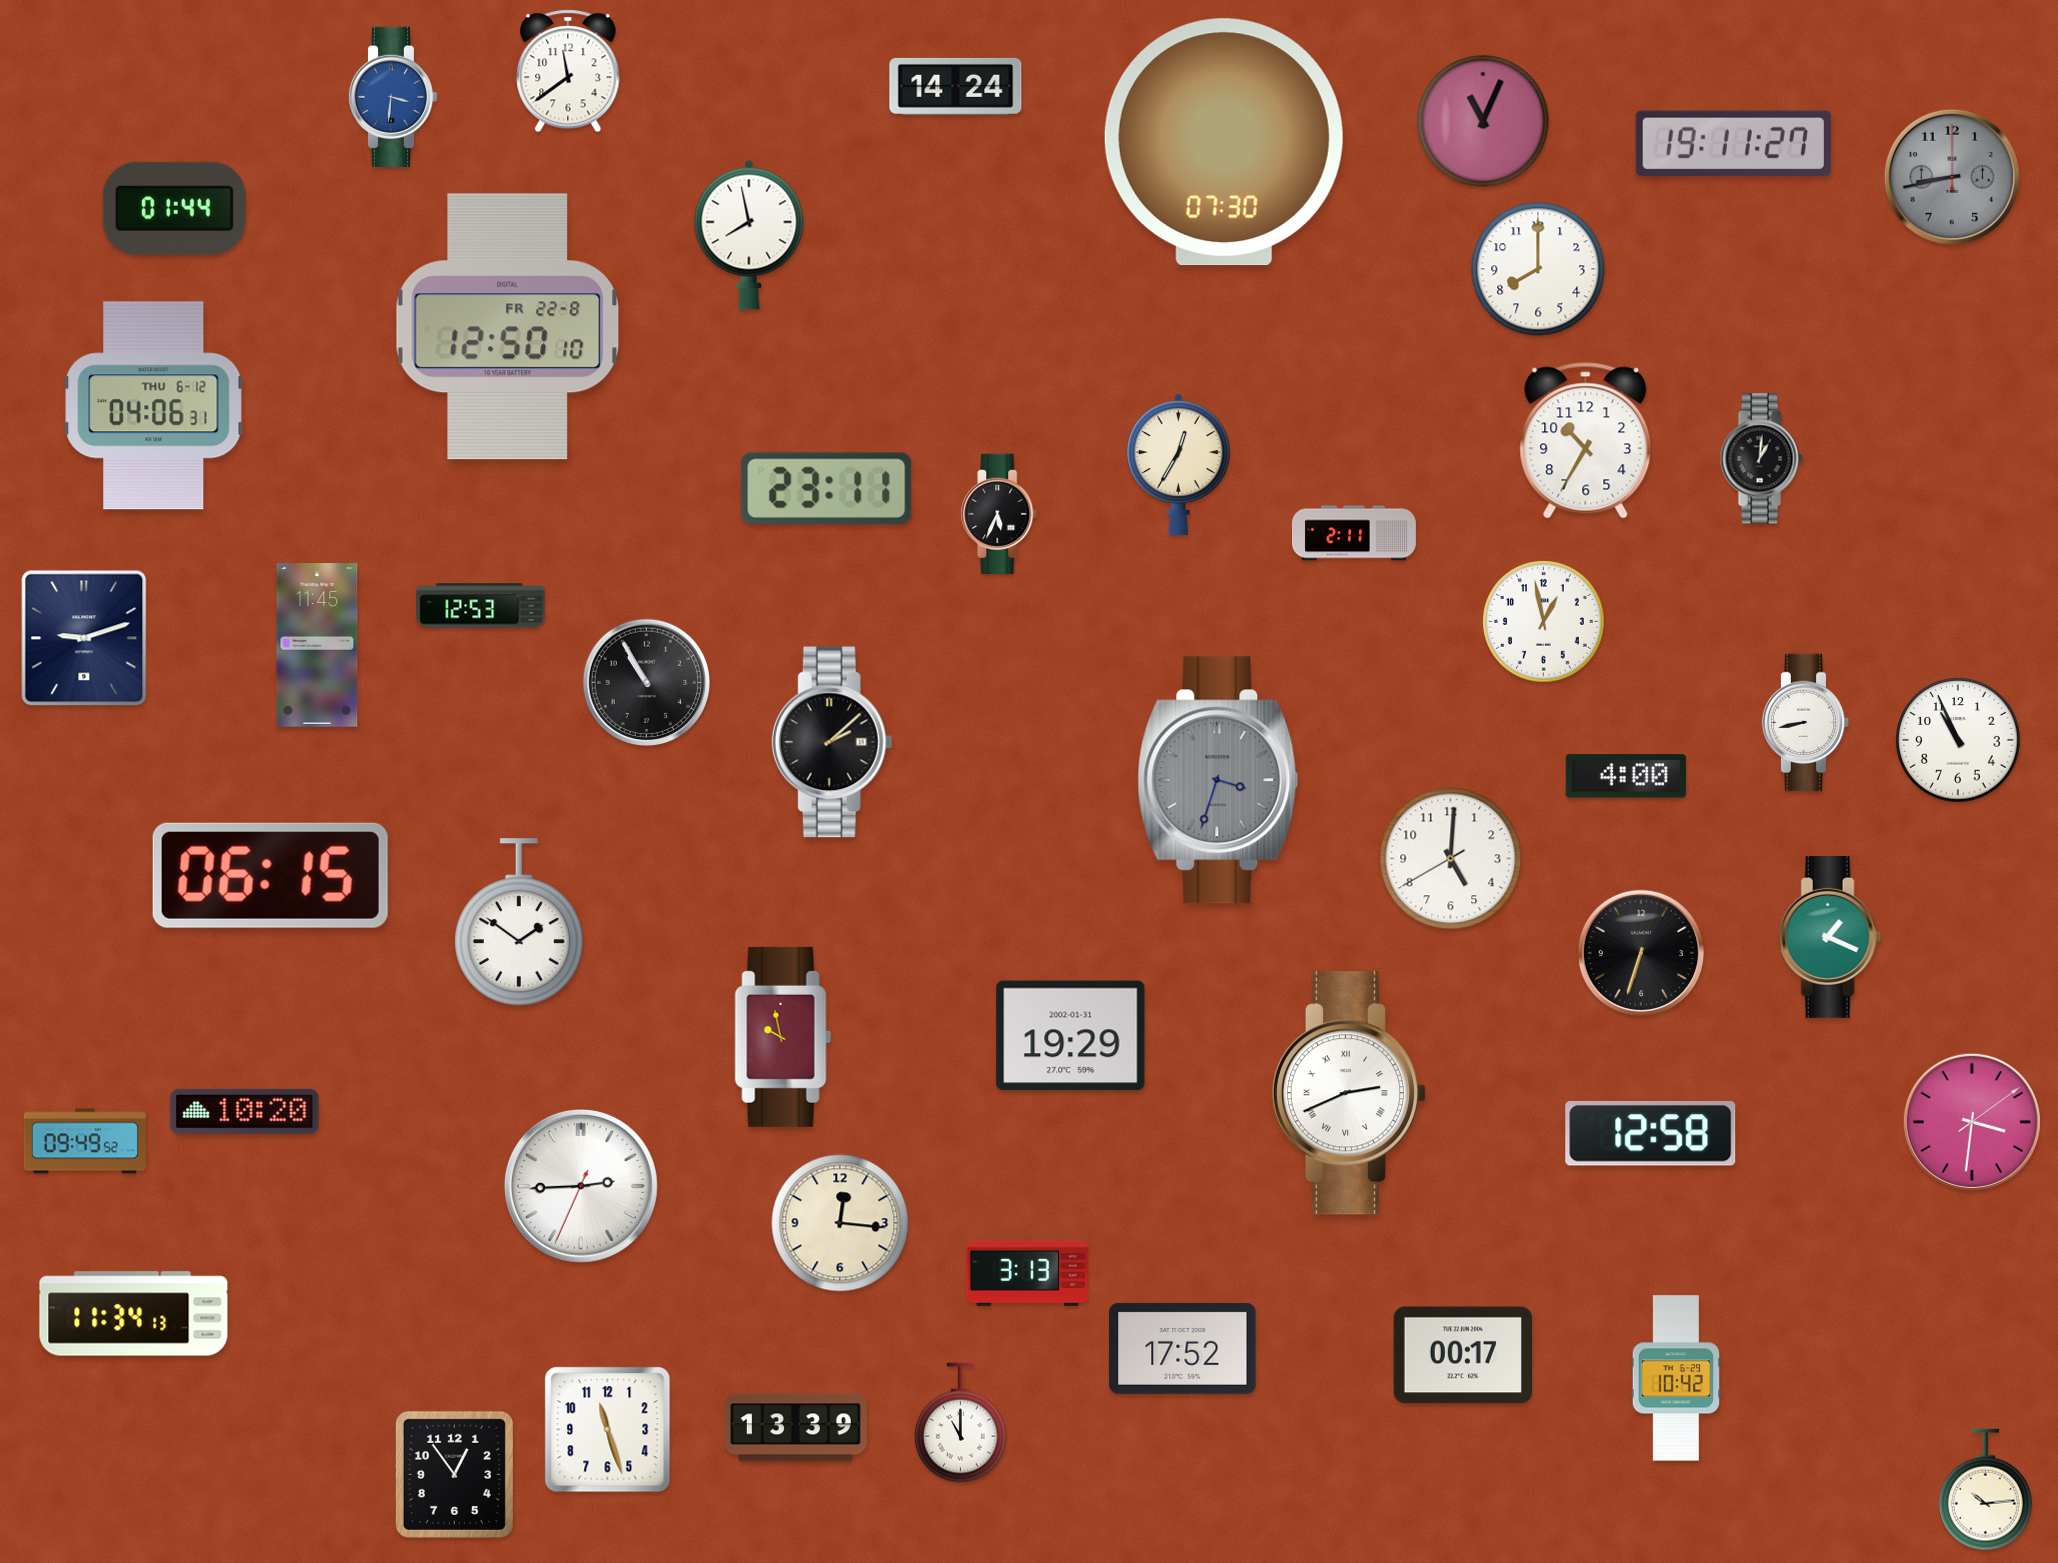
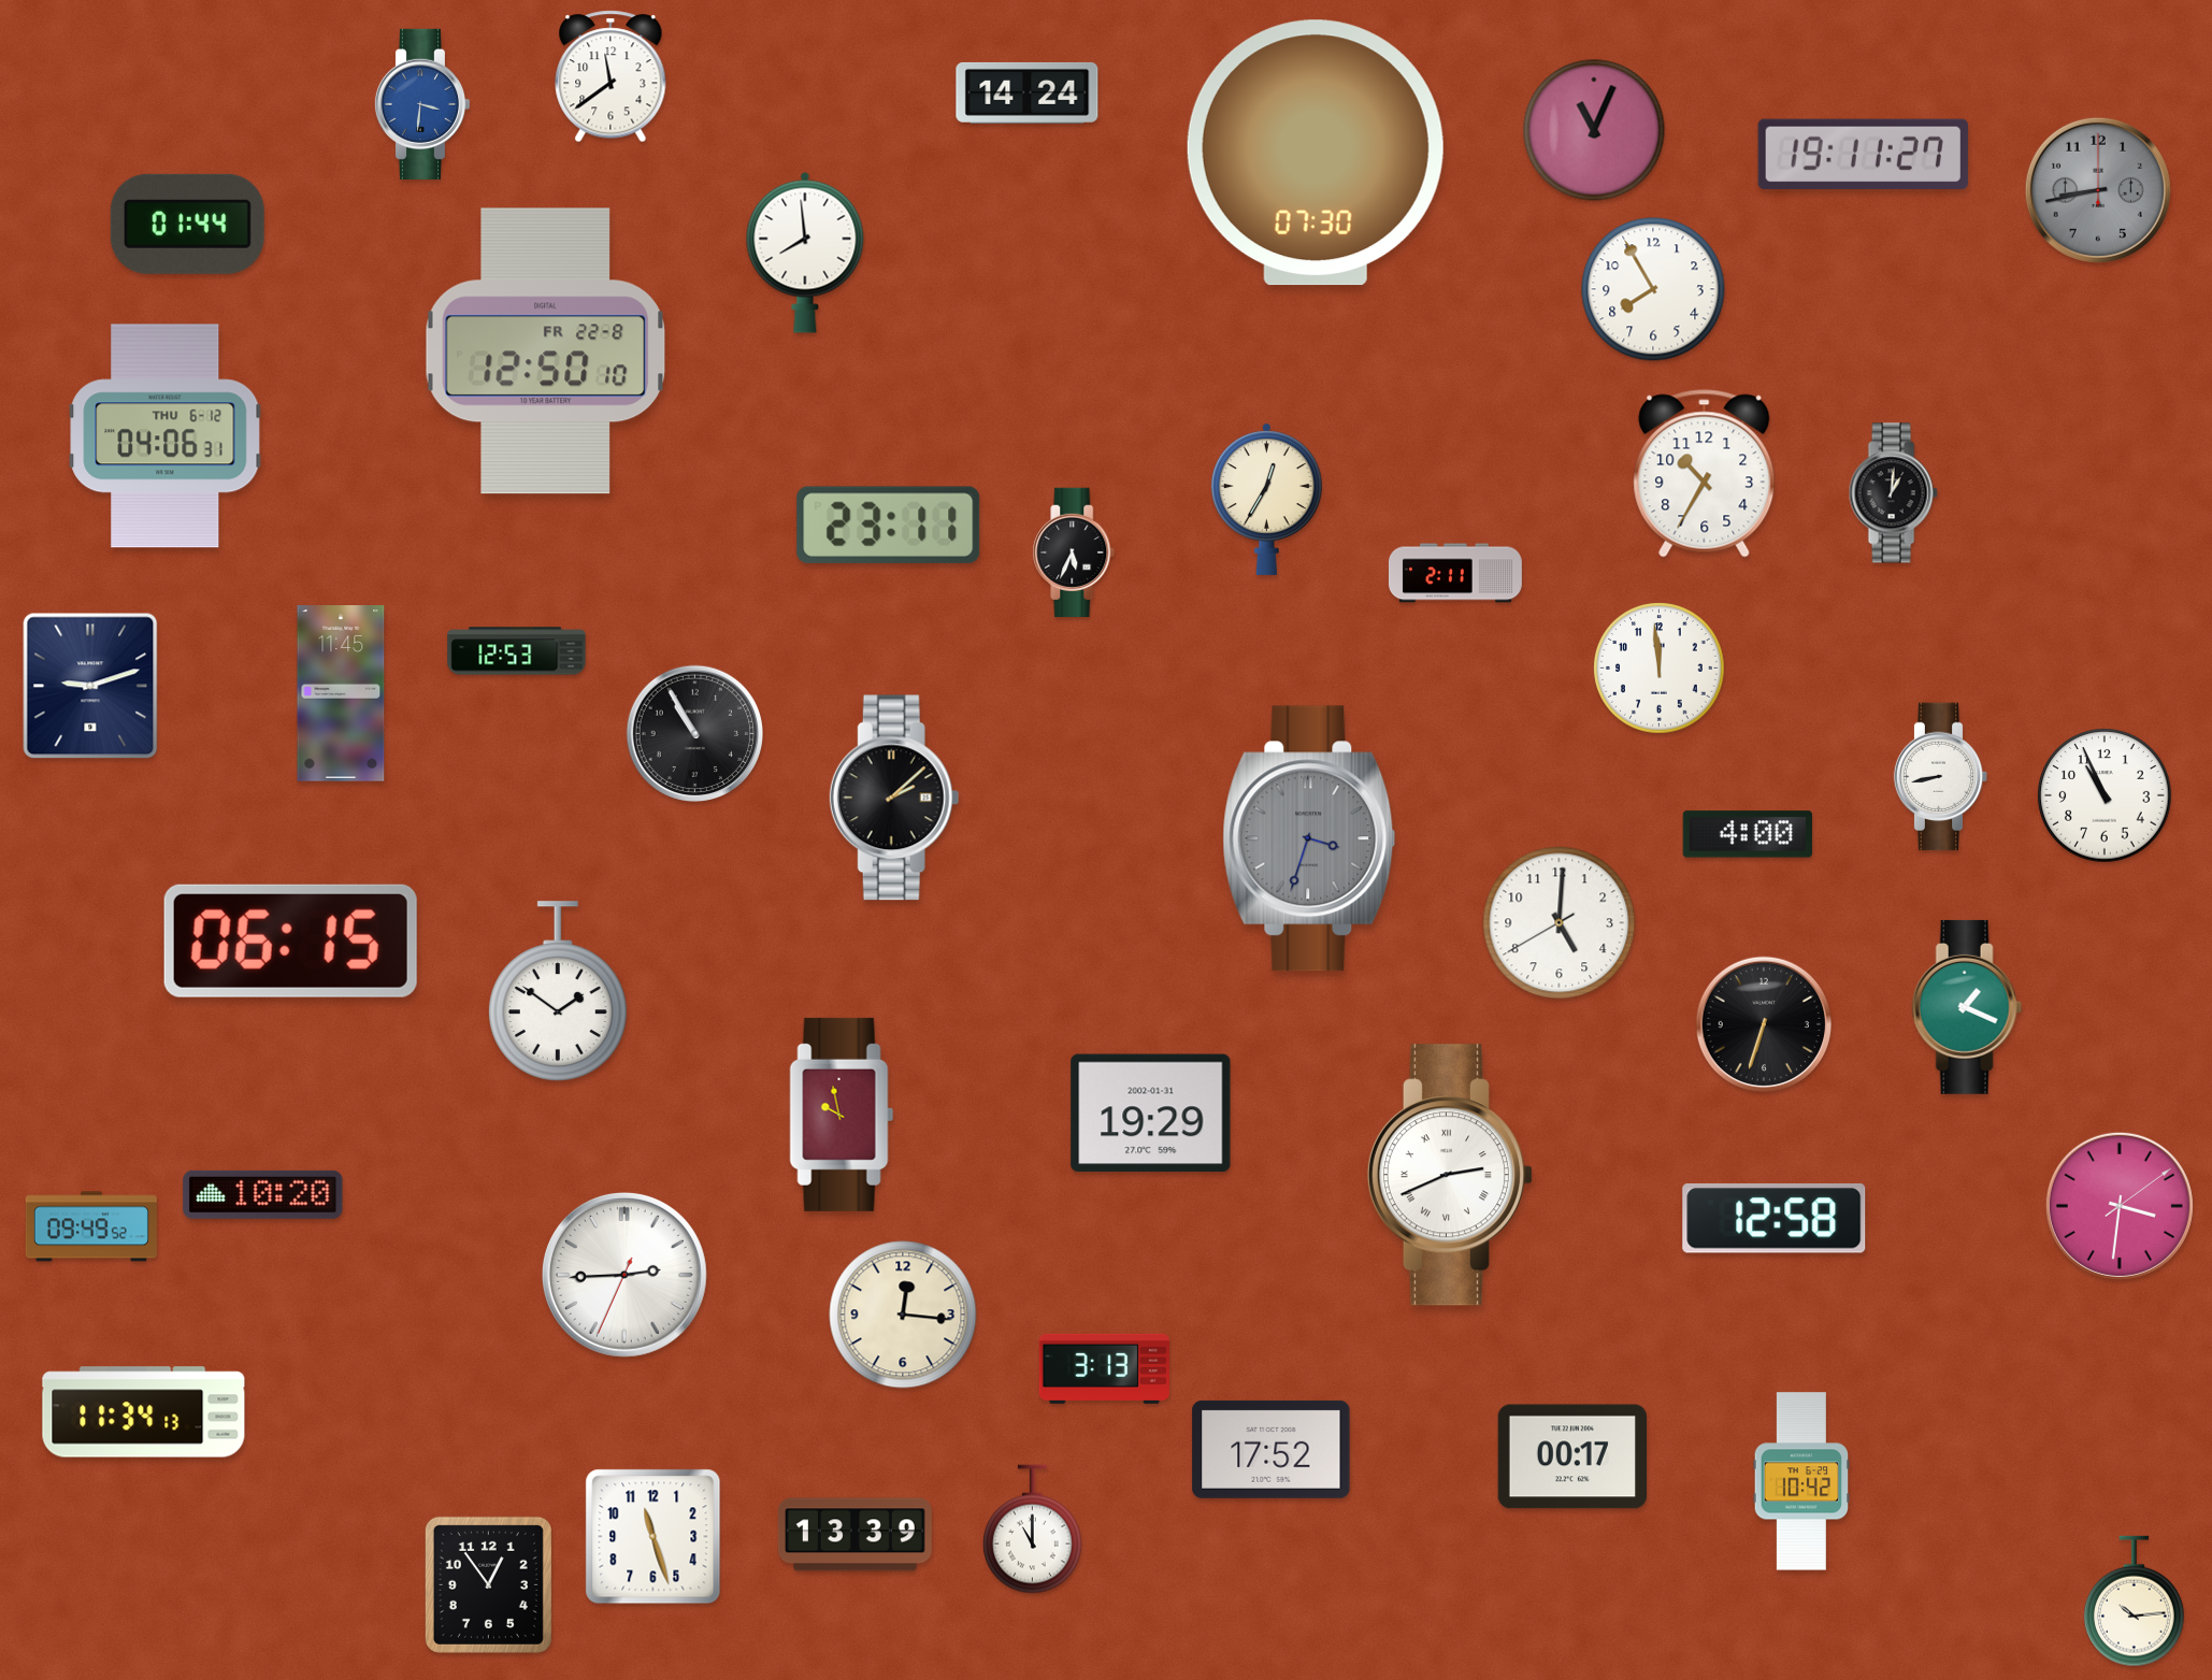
clock at (749, 235): 7:58 -> 7:59
clock at (1538, 269): 8:00 -> 7:55
clock at (1544, 622): 12:58 -> 11:59
